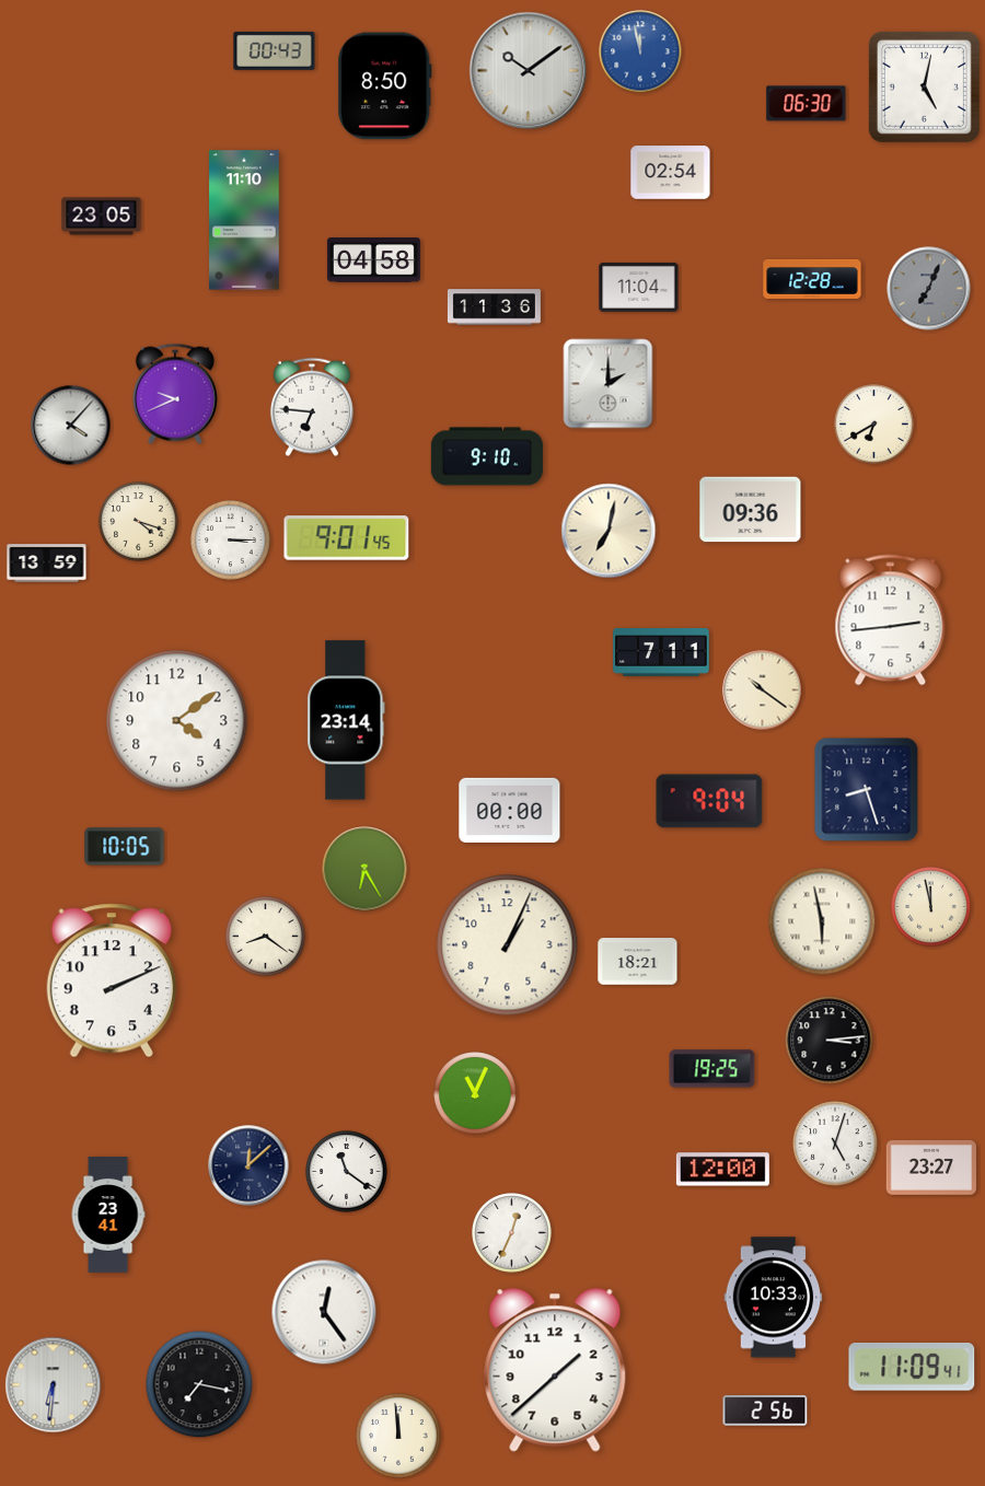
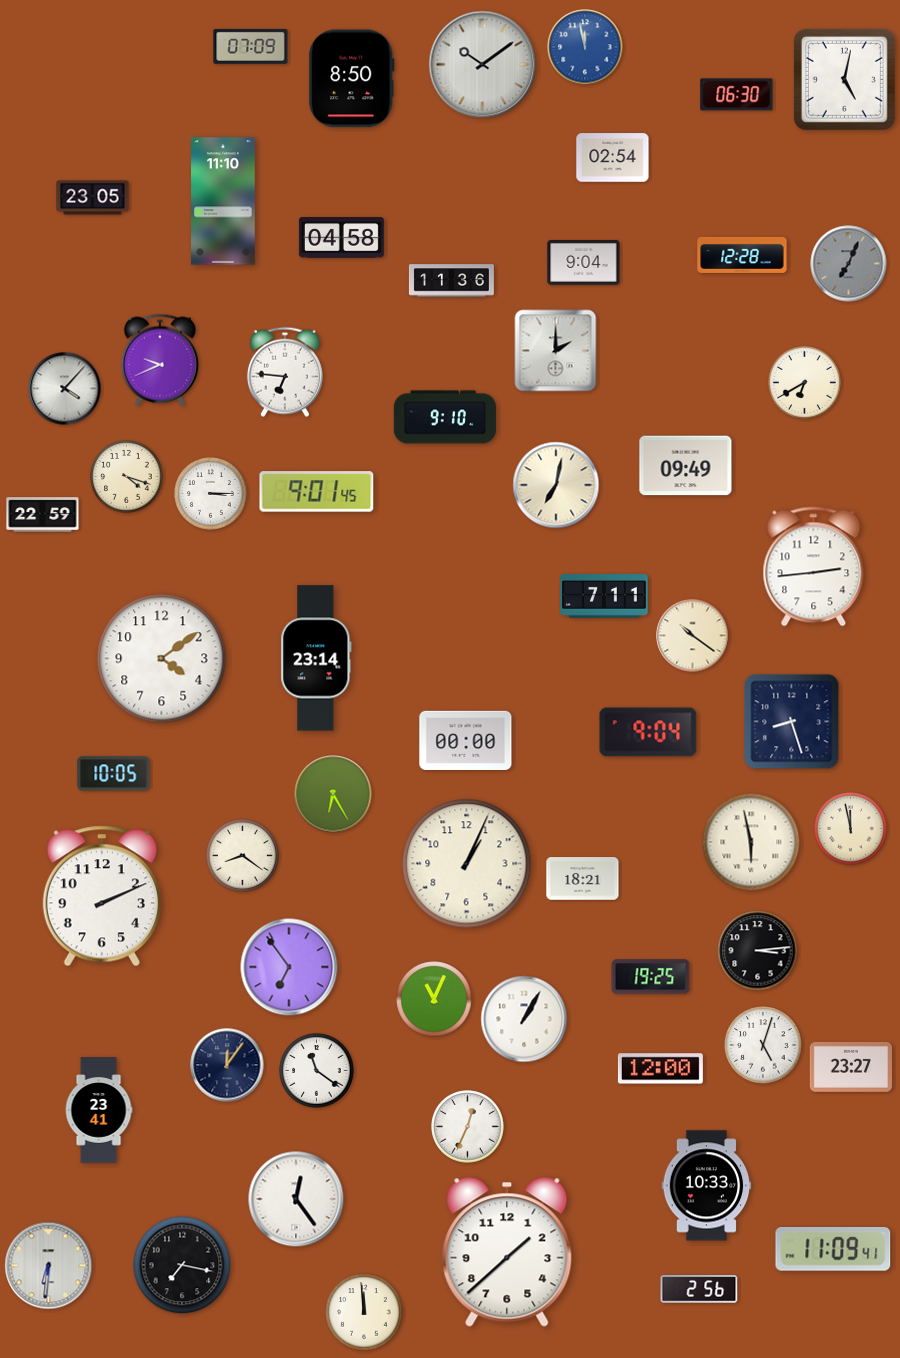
clock at (275, 50): 00:43 -> 07:09
clock at (639, 288): 11:04 -> 9:04
clock at (874, 425) position: (874, 425) -> (805, 383)
clock at (751, 510): 09:36 -> 09:49
clock at (47, 564): 13:59 -> 22:59
clock at (763, 690) position: (763, 690) -> (693, 636)
clock at (508, 945) position: (508, 945) -> (467, 864)
clock at (289, 967): none -> 6:54
clock at (524, 1019): none -> 1:05
clock at (248, 1165): 12:08 -> 12:06
